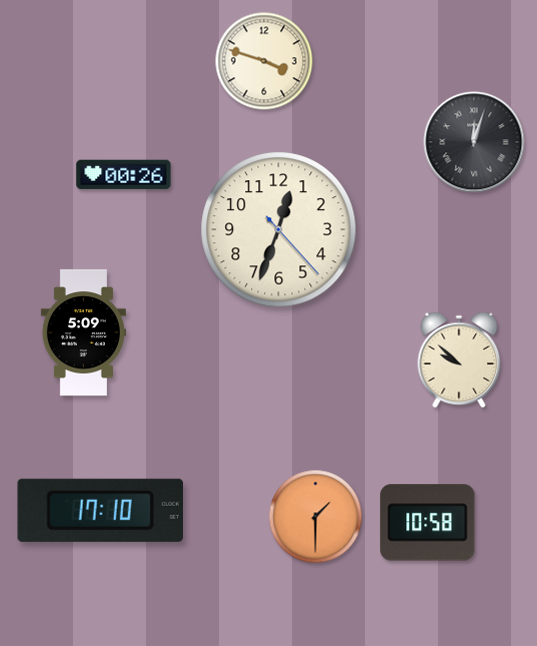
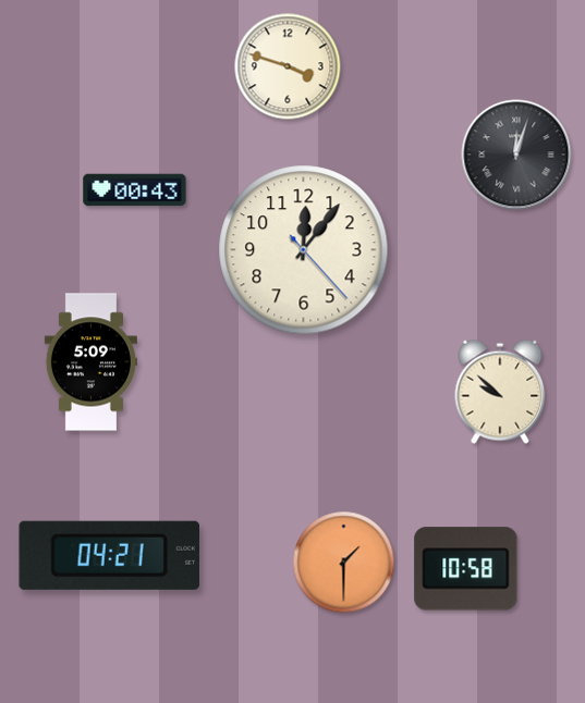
clock at (124, 175): 00:26 -> 00:43
clock at (279, 230): 12:33 -> 12:06
clock at (100, 510): 17:10 -> 04:21
